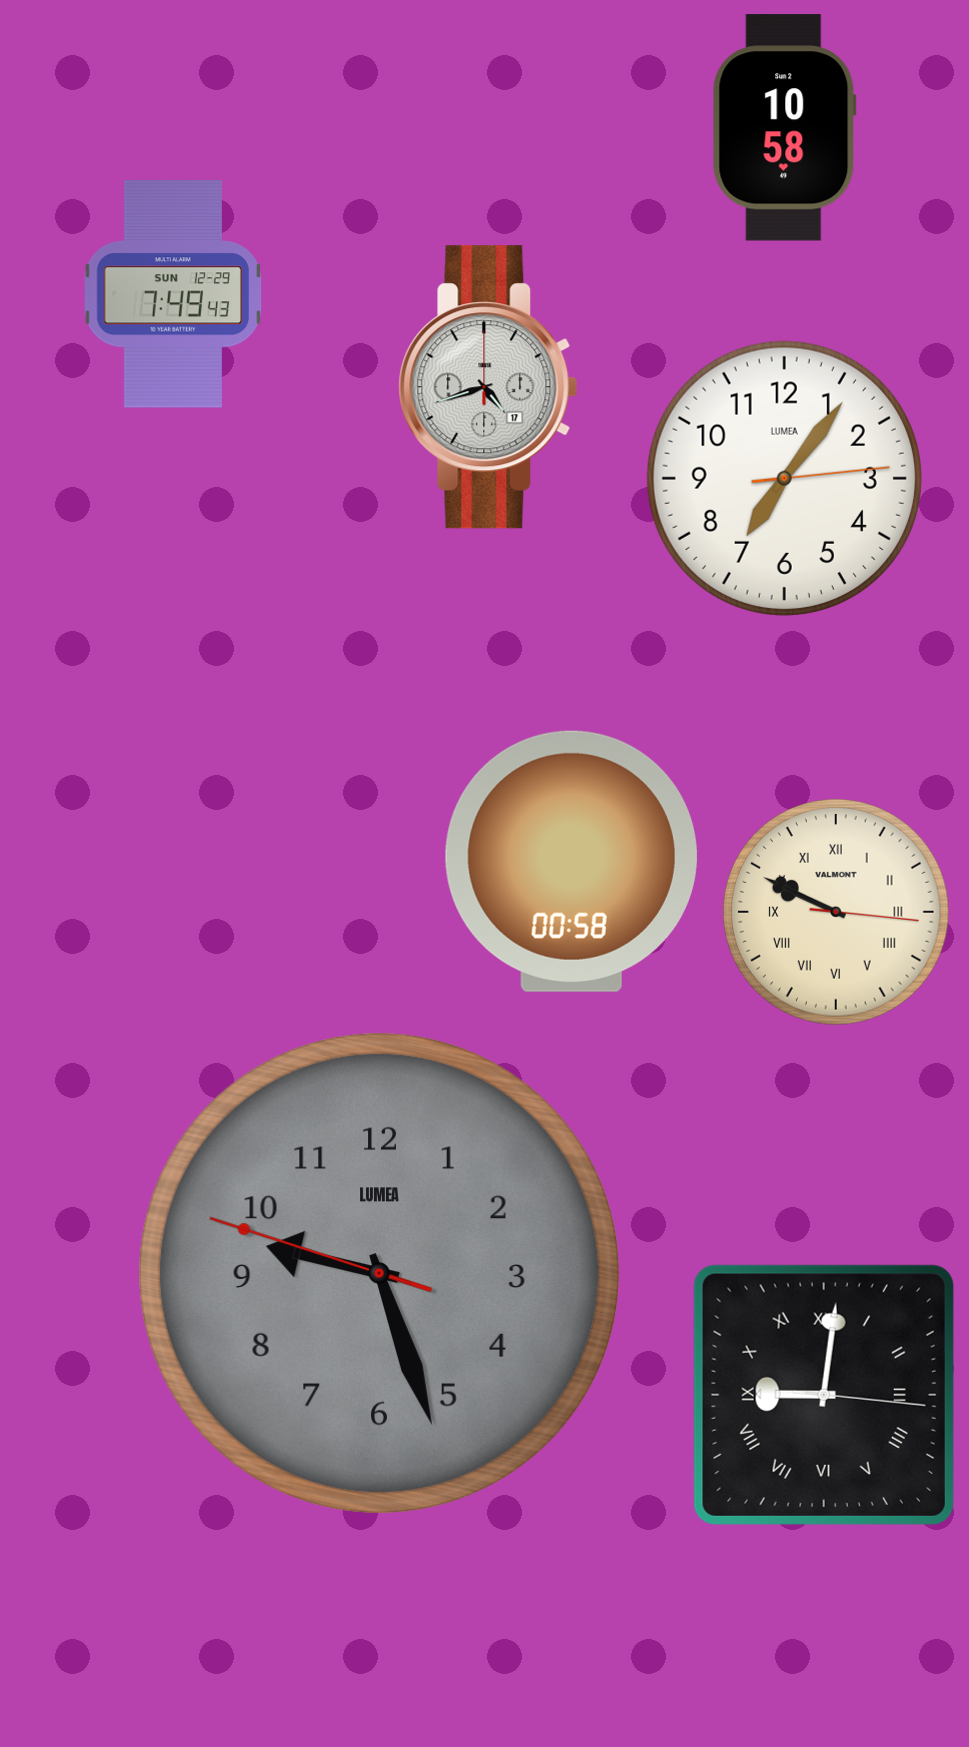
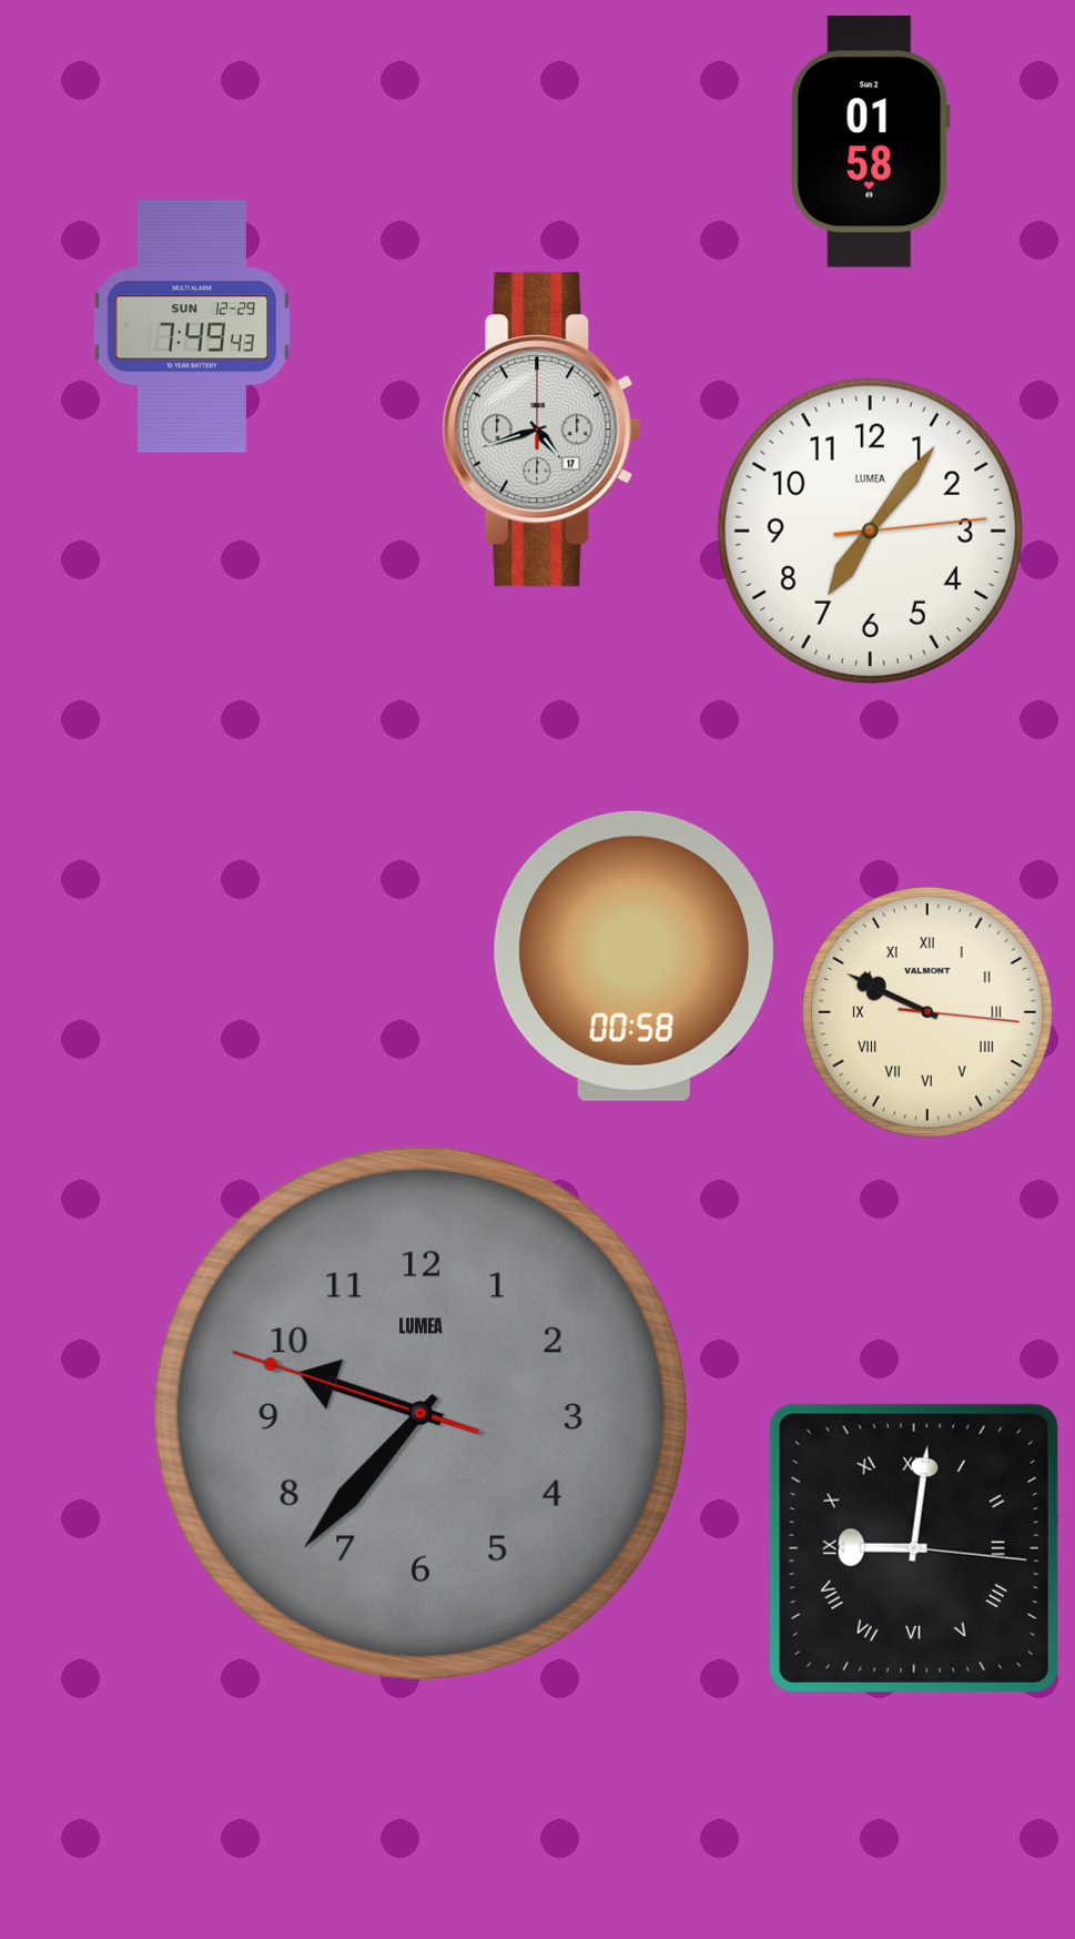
clock at (785, 128): 10:58 -> 01:58
clock at (379, 1273): 9:26 -> 9:36
